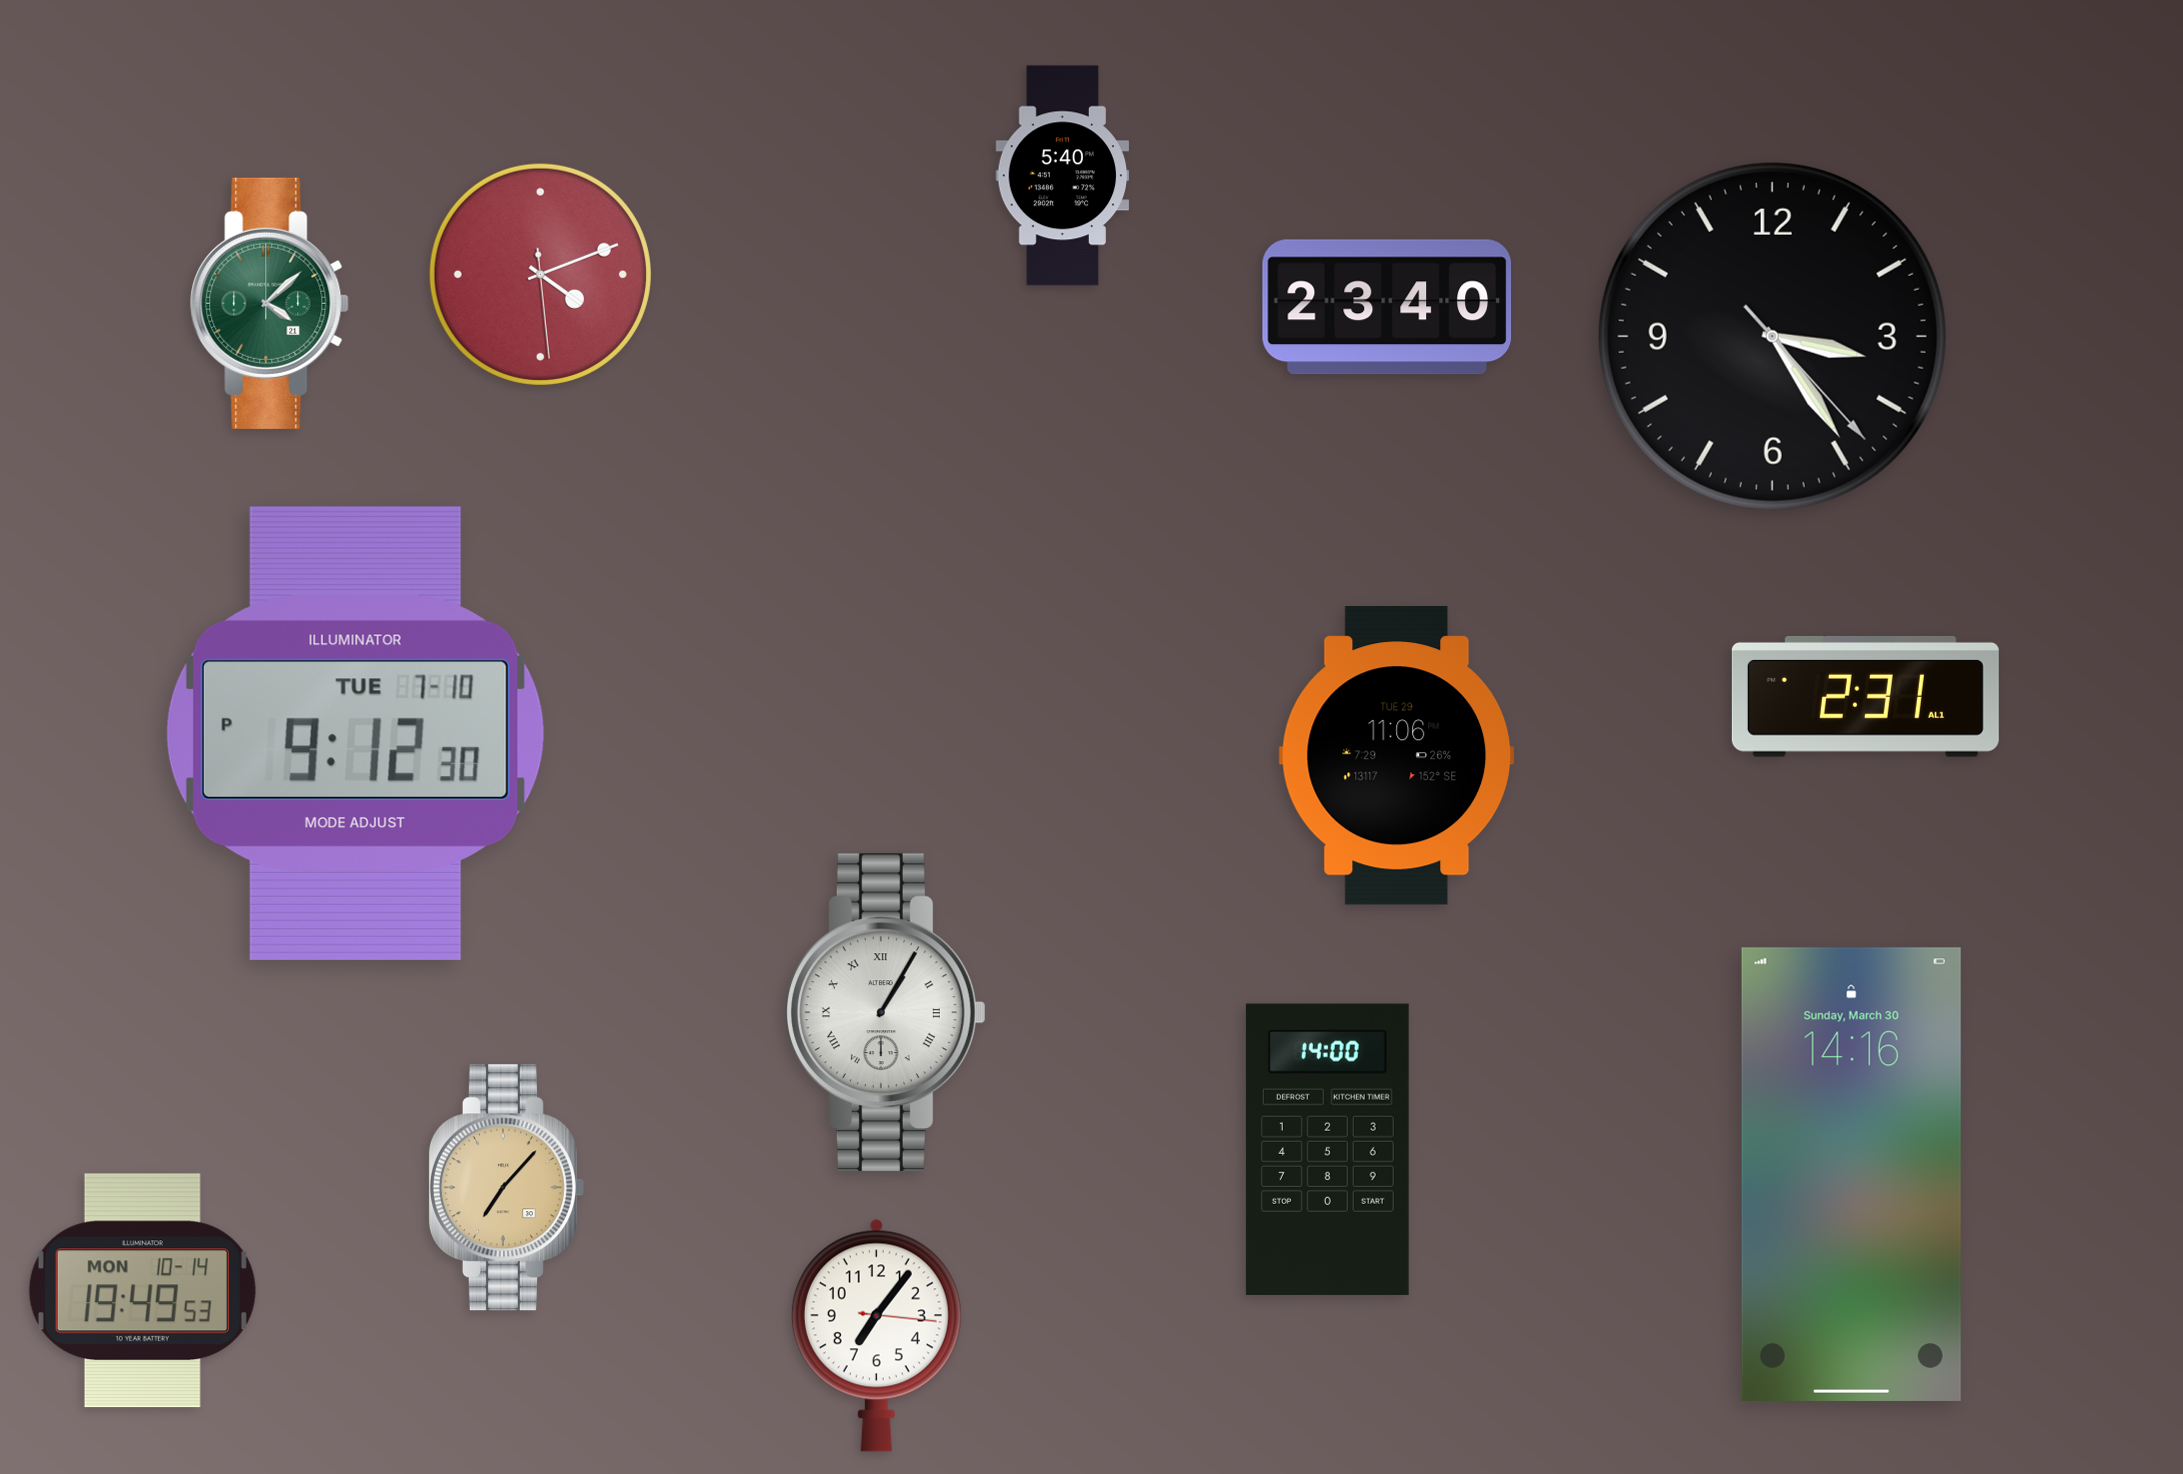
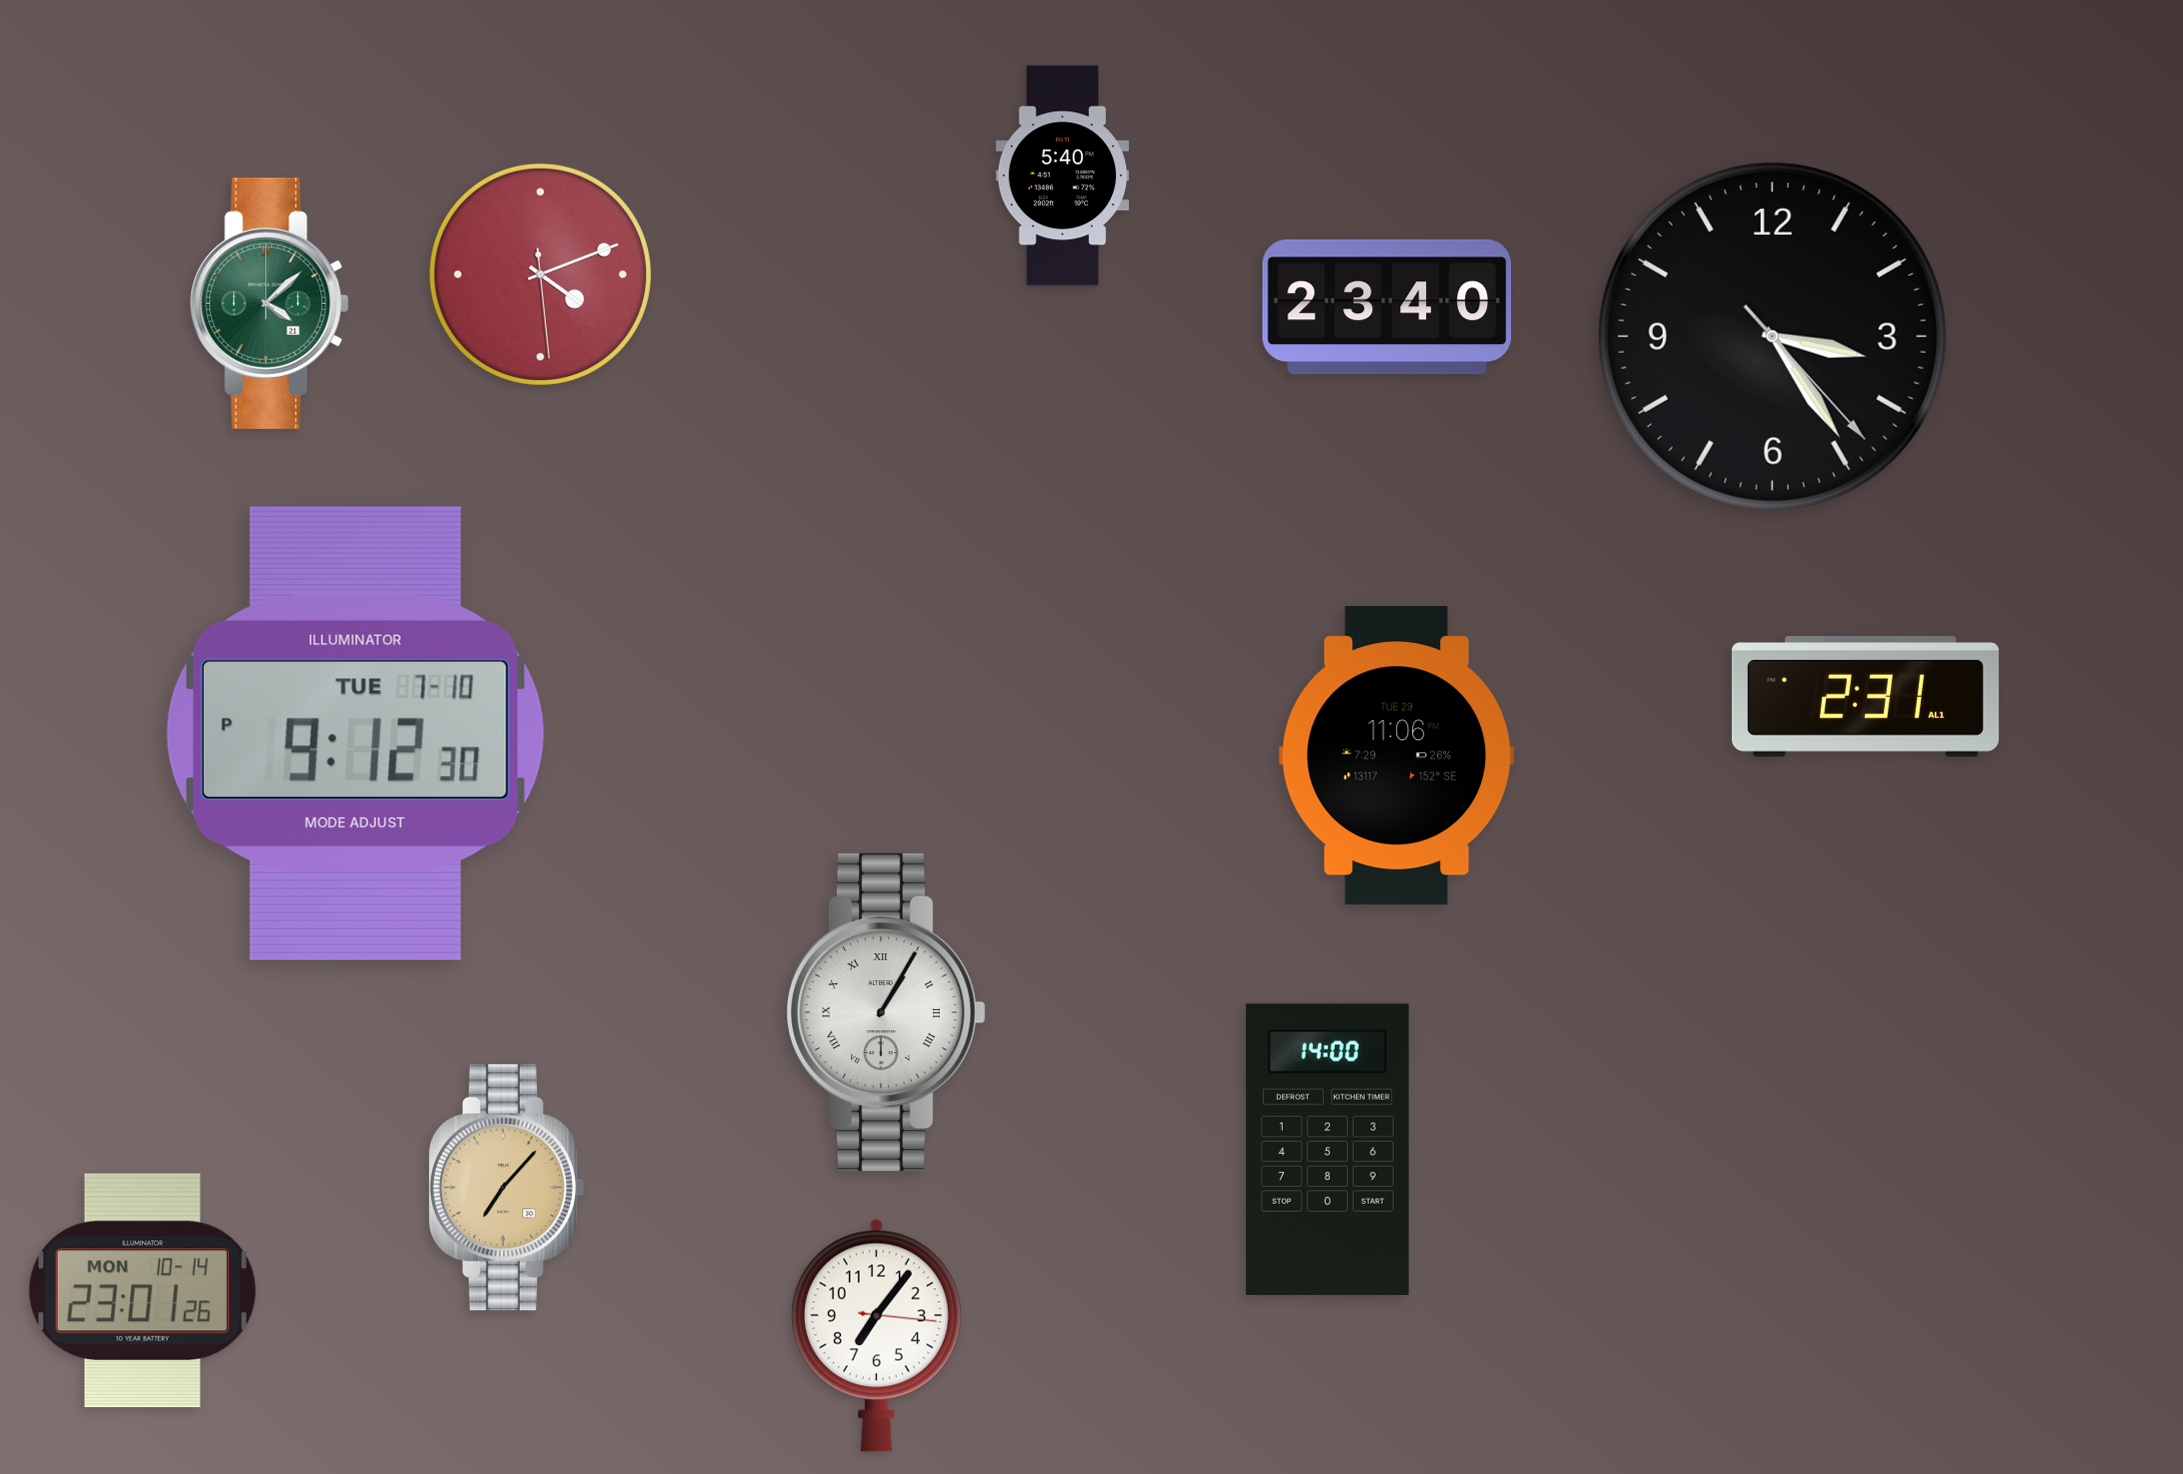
clock at (1851, 1174): 14:16 -> none
clock at (142, 1291): 19:49 -> 23:01
